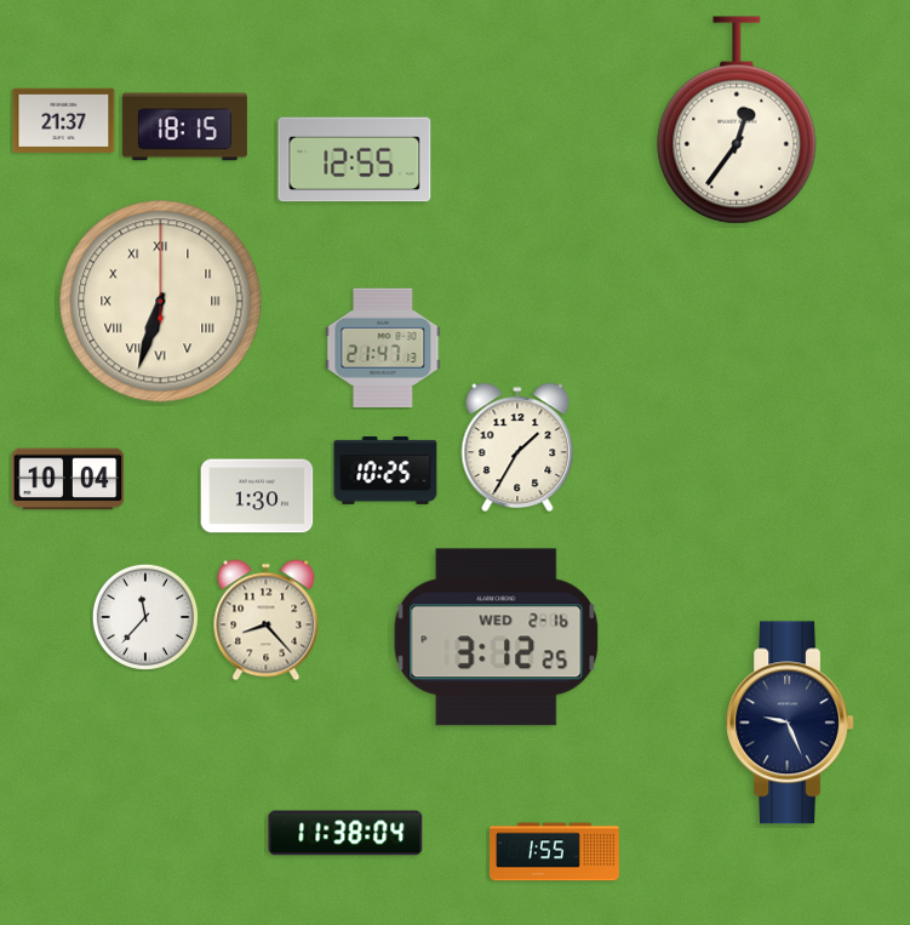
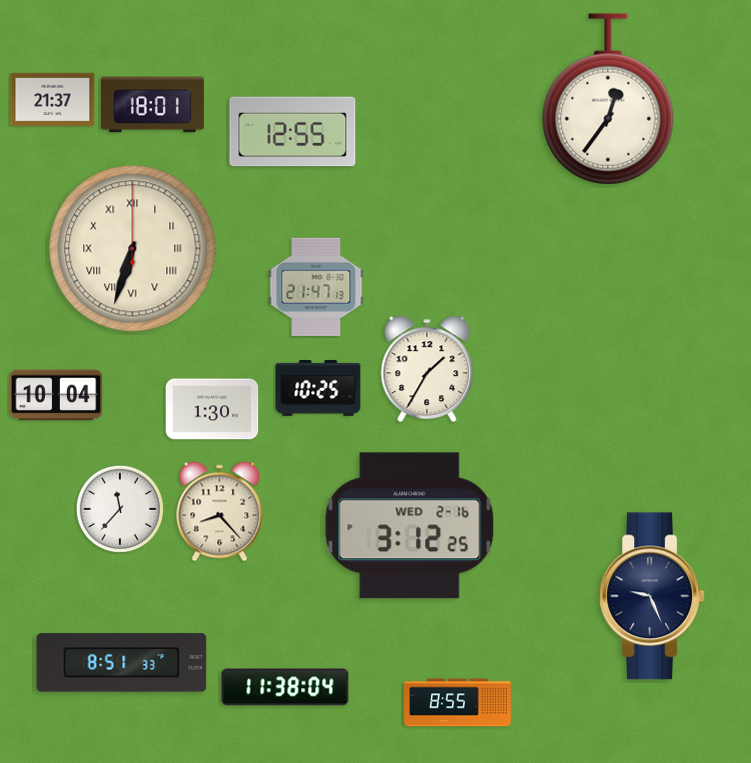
clock at (184, 127): 18:15 -> 18:01
clock at (122, 663): none -> 8:51
clock at (555, 852): 1:55 -> 8:55
